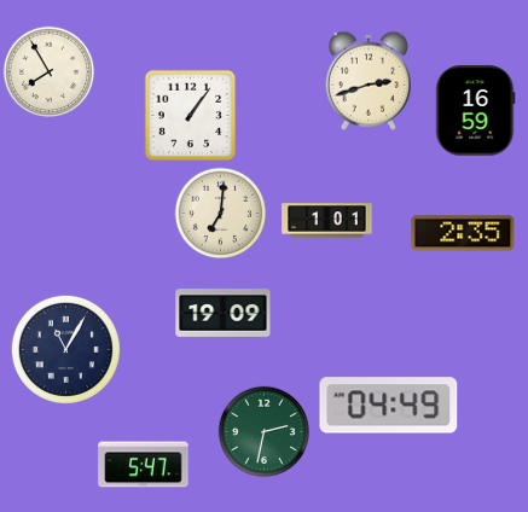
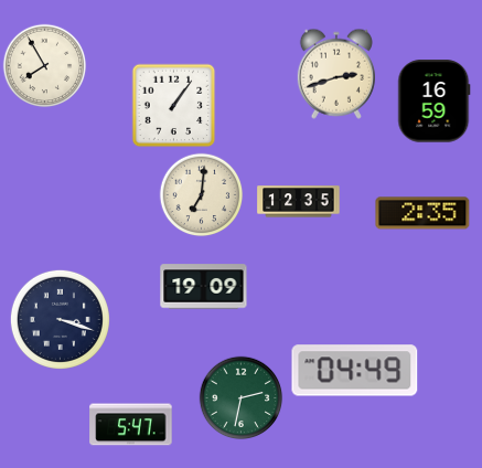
clock at (327, 221): 1:01 -> 12:35
clock at (65, 349): 11:05 -> 3:18
clock at (265, 432) position: (265, 432) -> (242, 398)
